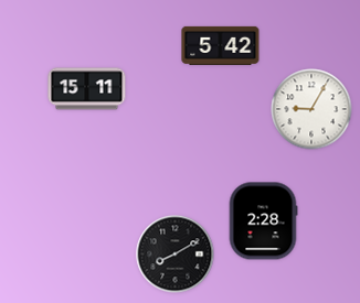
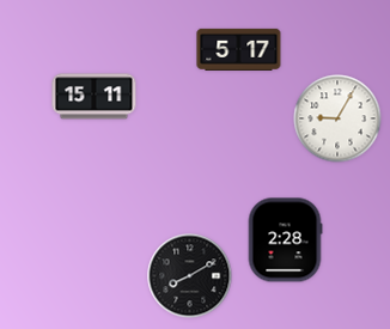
clock at (221, 45): 5:42 -> 5:17
